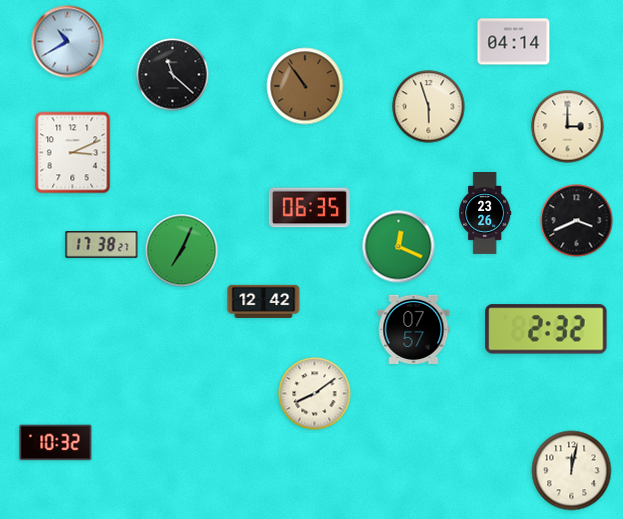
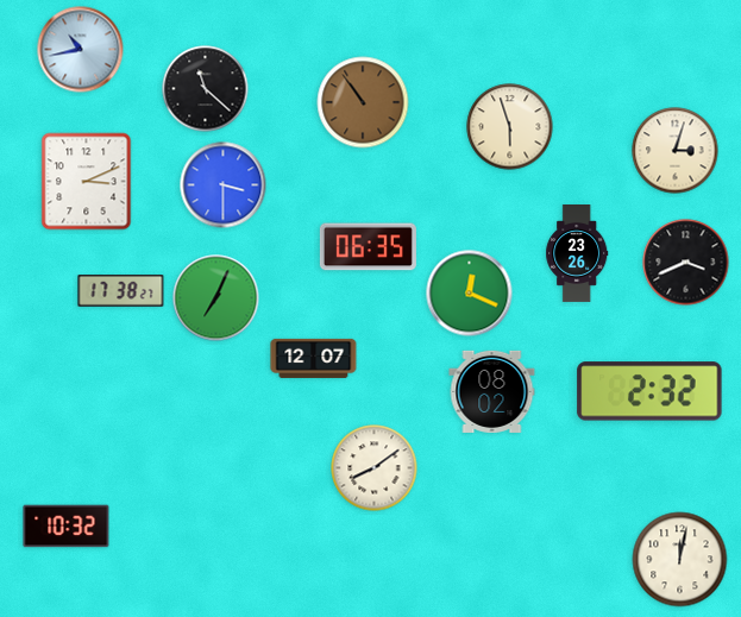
clock at (68, 42): 10:40 -> 10:43
clock at (514, 42): 04:14 -> none
clock at (568, 127): 3:00 -> 3:03
clock at (224, 185): none -> 3:30
clock at (399, 247) position: (399, 247) -> (470, 294)
clock at (264, 301): 12:42 -> 12:07
clock at (414, 329): 07:57 -> 08:02
